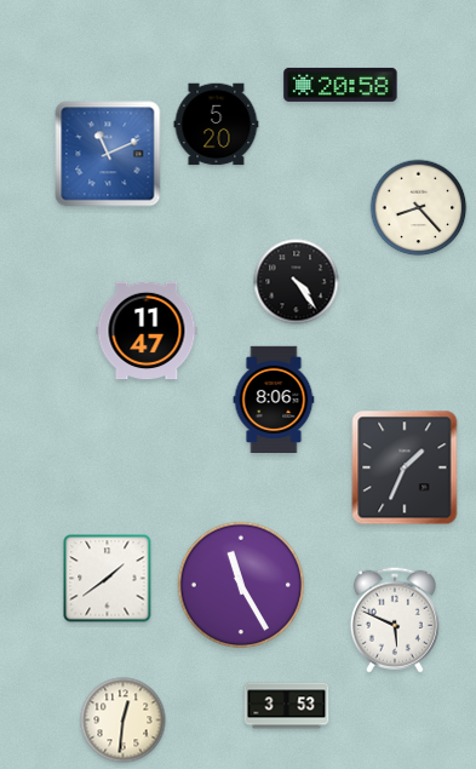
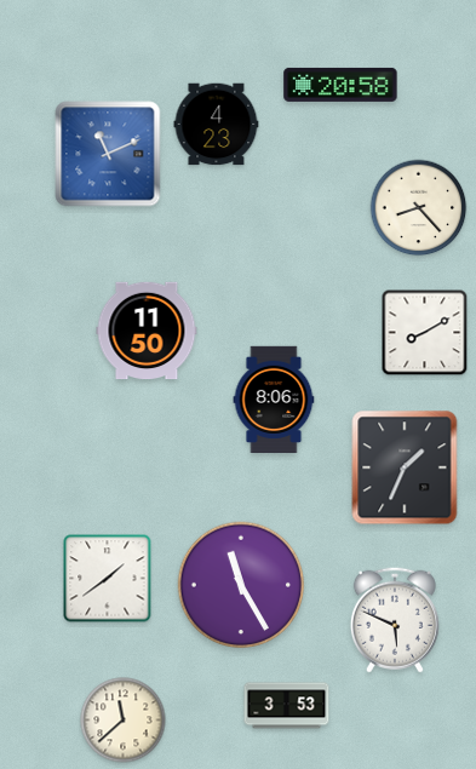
clock at (217, 125): 5:20 -> 4:23
clock at (297, 282): 4:24 -> none
clock at (147, 331): 11:47 -> 11:50
clock at (425, 333): none -> 8:10
clock at (124, 721): 12:31 -> 11:38
